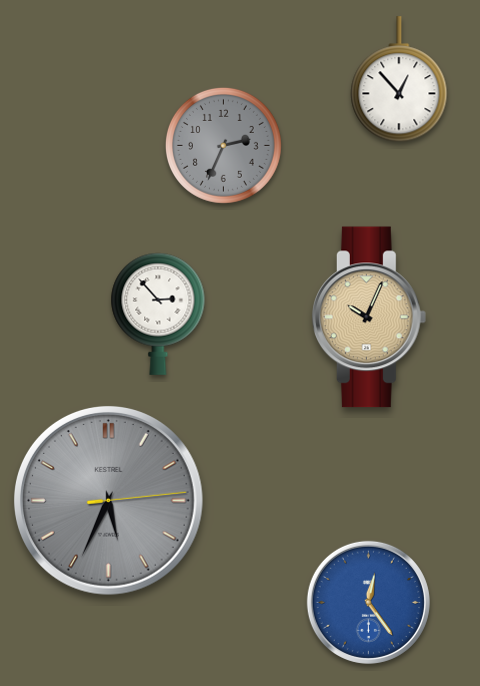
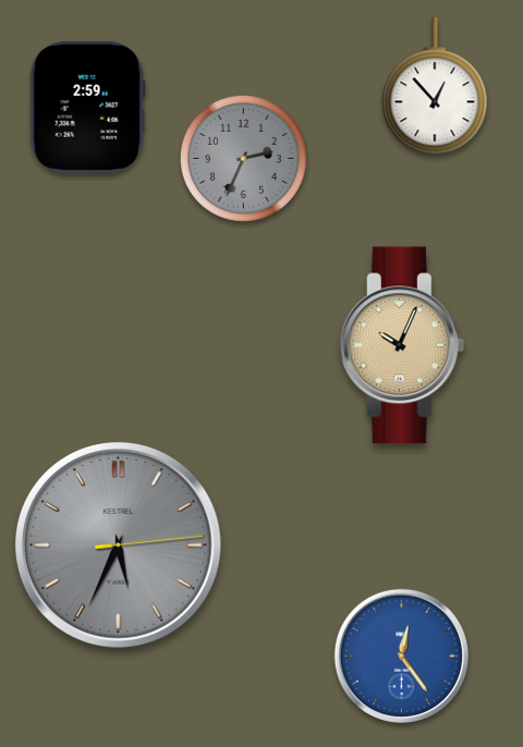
clock at (87, 107): none -> 2:59
clock at (158, 314): 2:53 -> none
